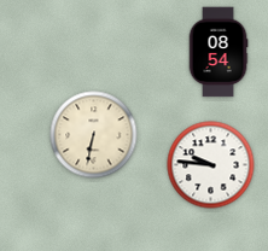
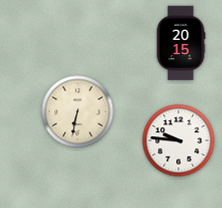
clock at (219, 52): 08:54 -> 20:15
clock at (211, 165) position: (211, 165) -> (179, 141)
